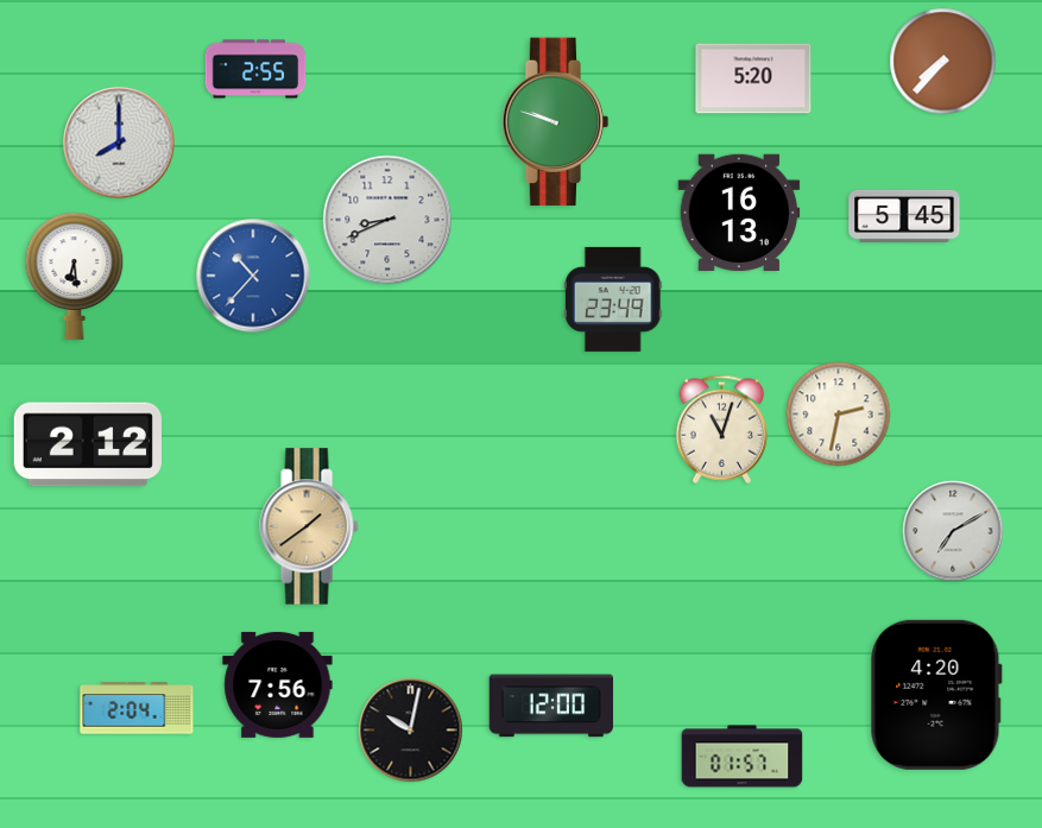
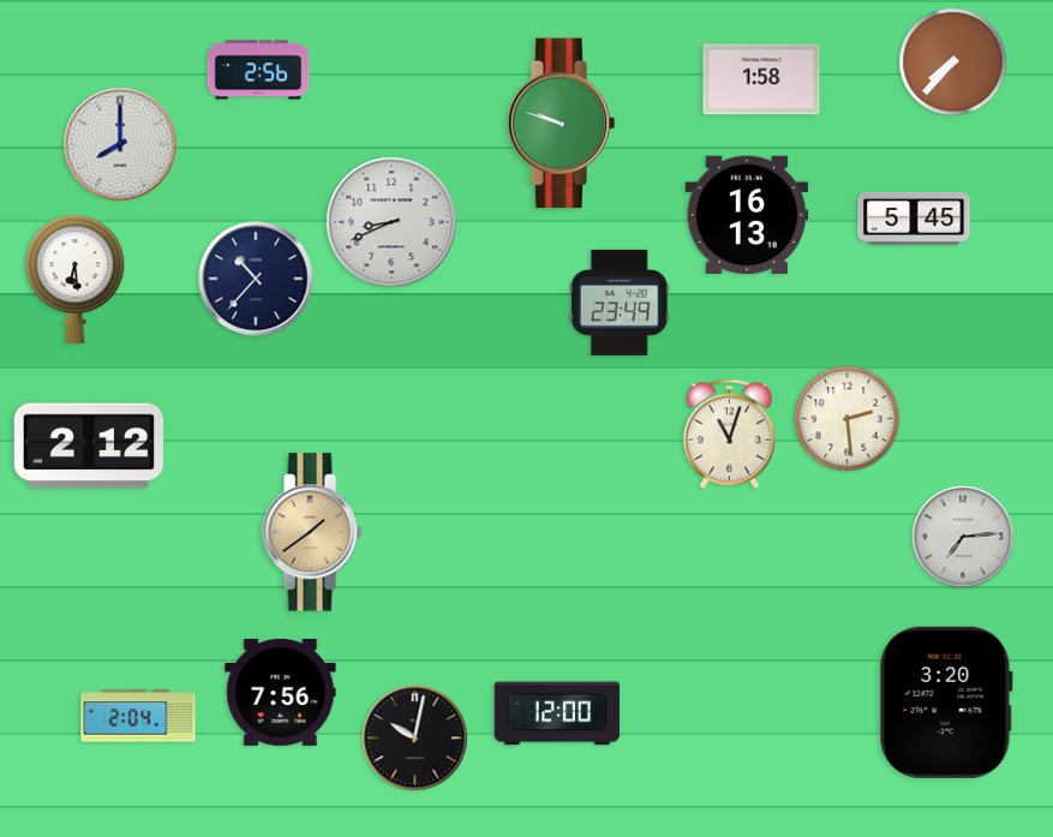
clock at (255, 69): 2:55 -> 2:56
clock at (753, 78): 5:20 -> 1:58
clock at (253, 276) dial: blue -> navy
clock at (839, 415): 2:32 -> 2:29
clock at (88, 444) position: (88, 444) -> (89, 446)
clock at (953, 531): 7:10 -> 7:14
clock at (936, 695): 4:20 -> 3:20
clock at (743, 757): 01:57 -> none
